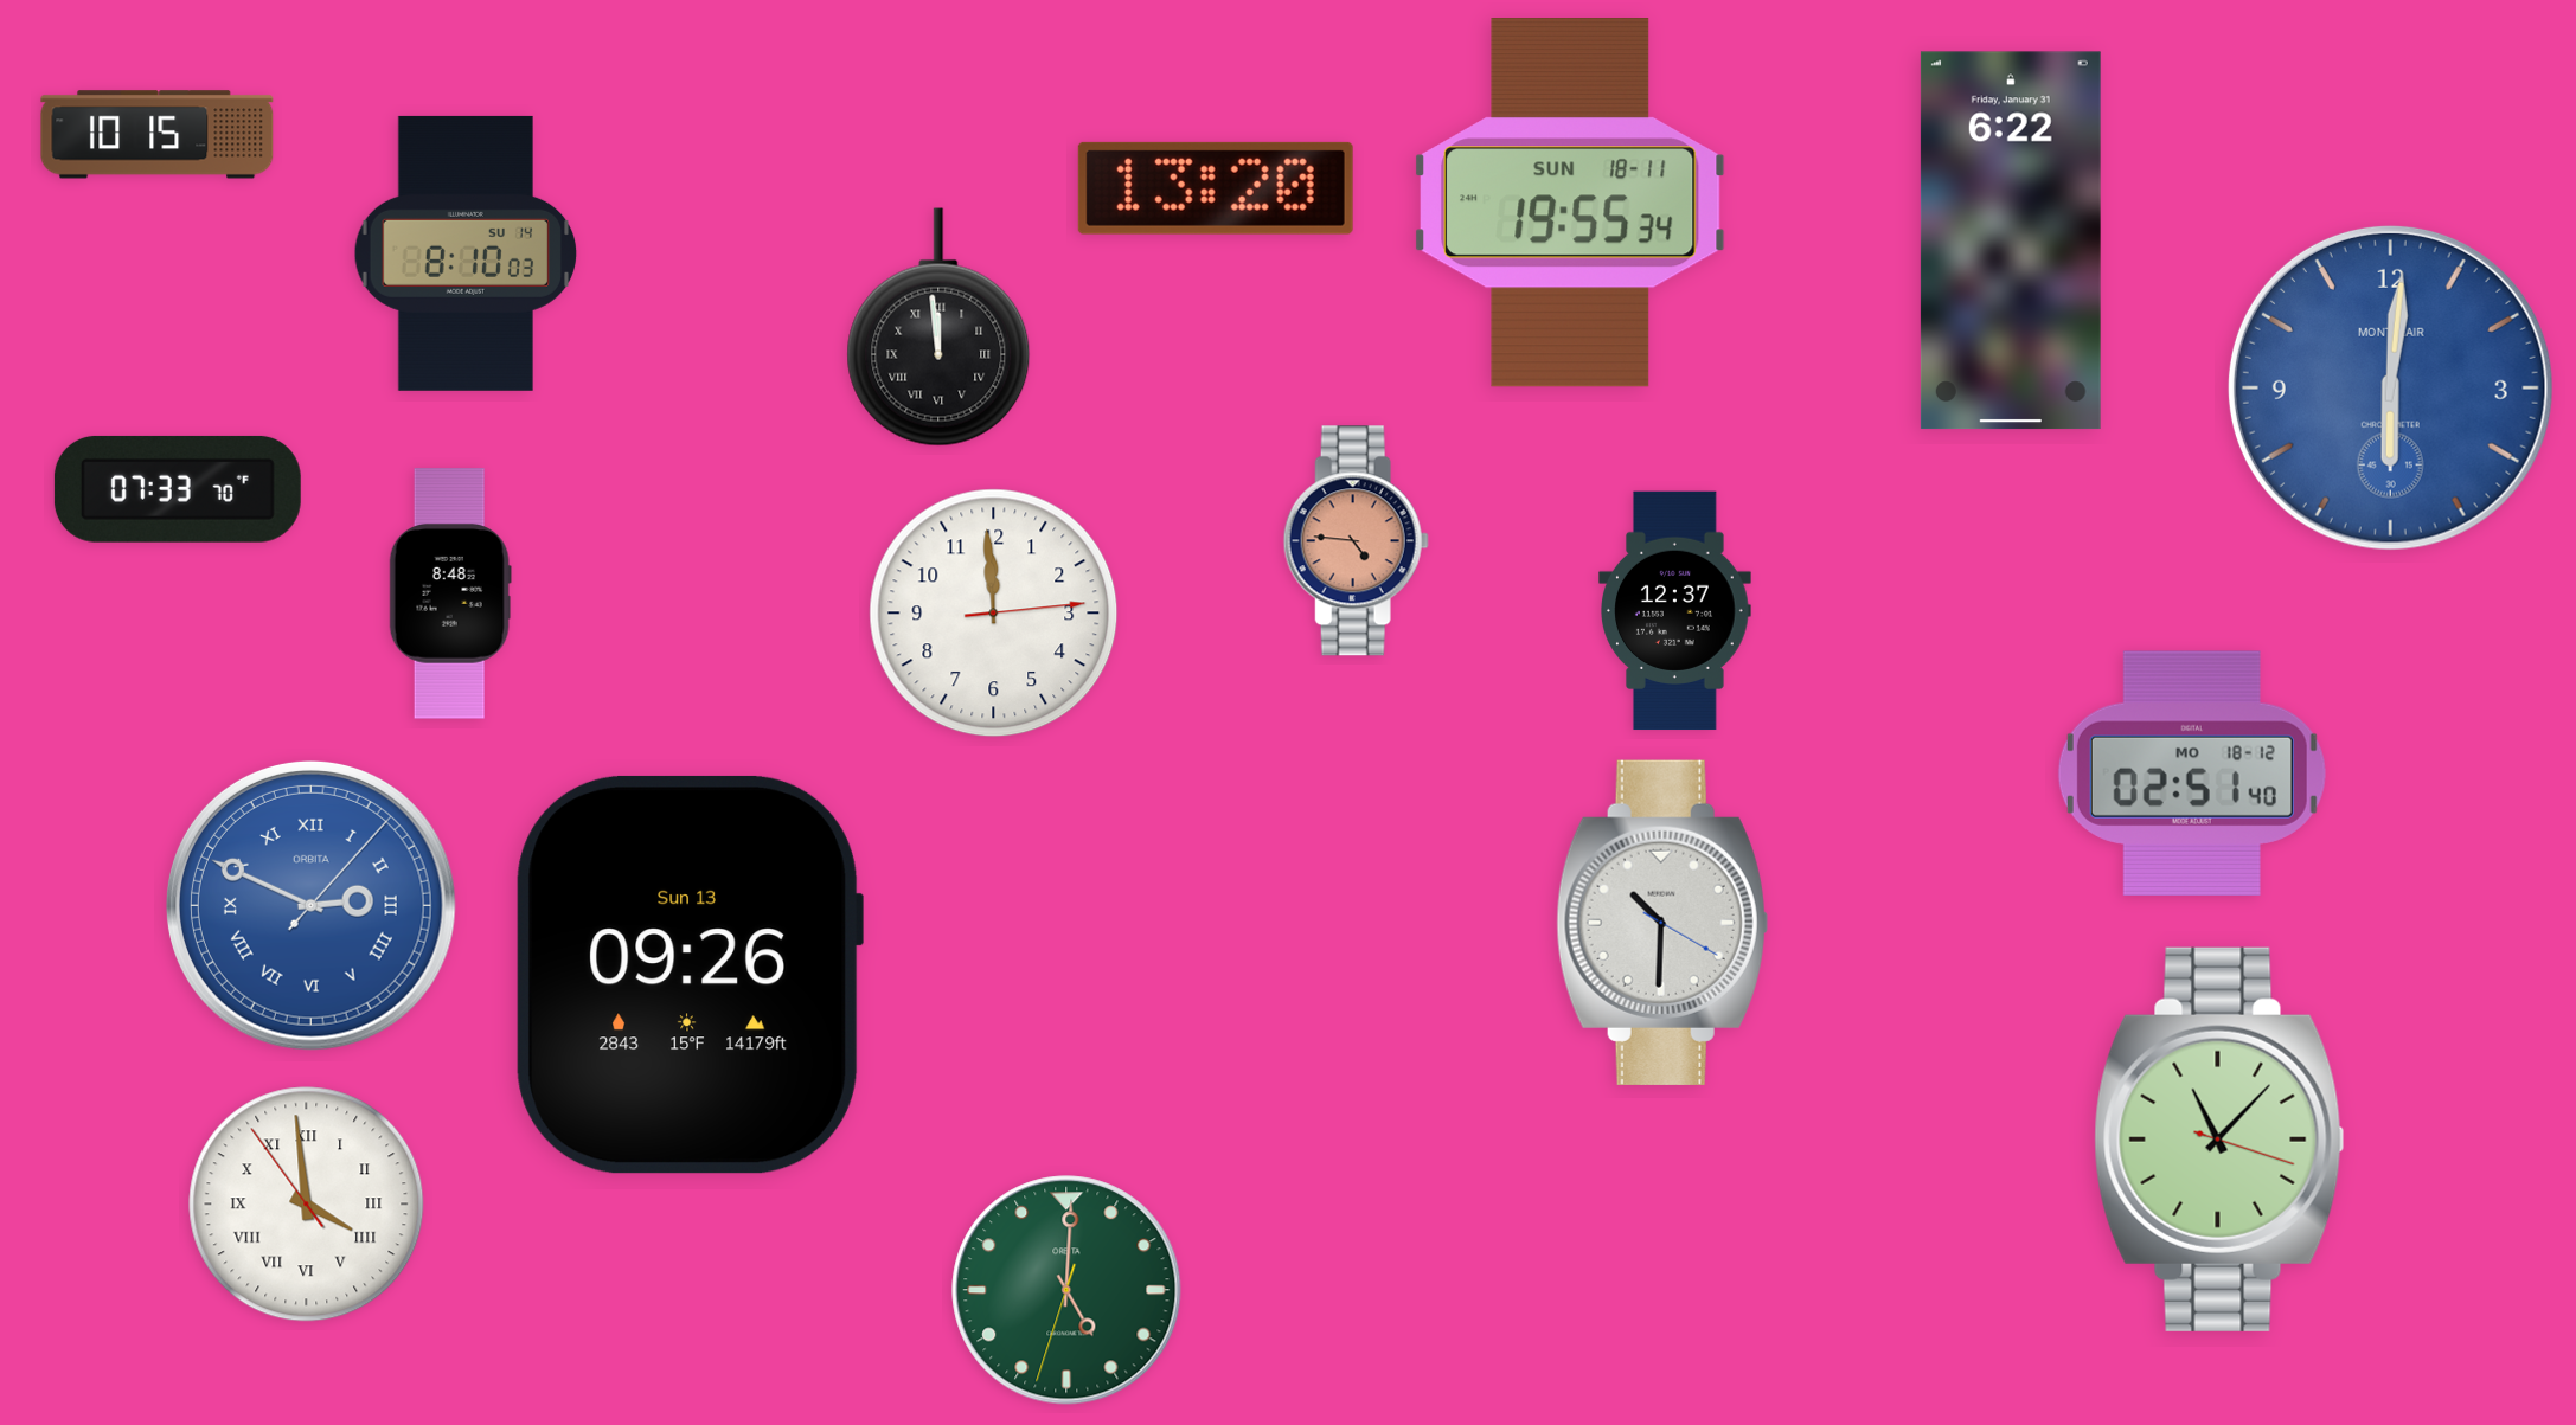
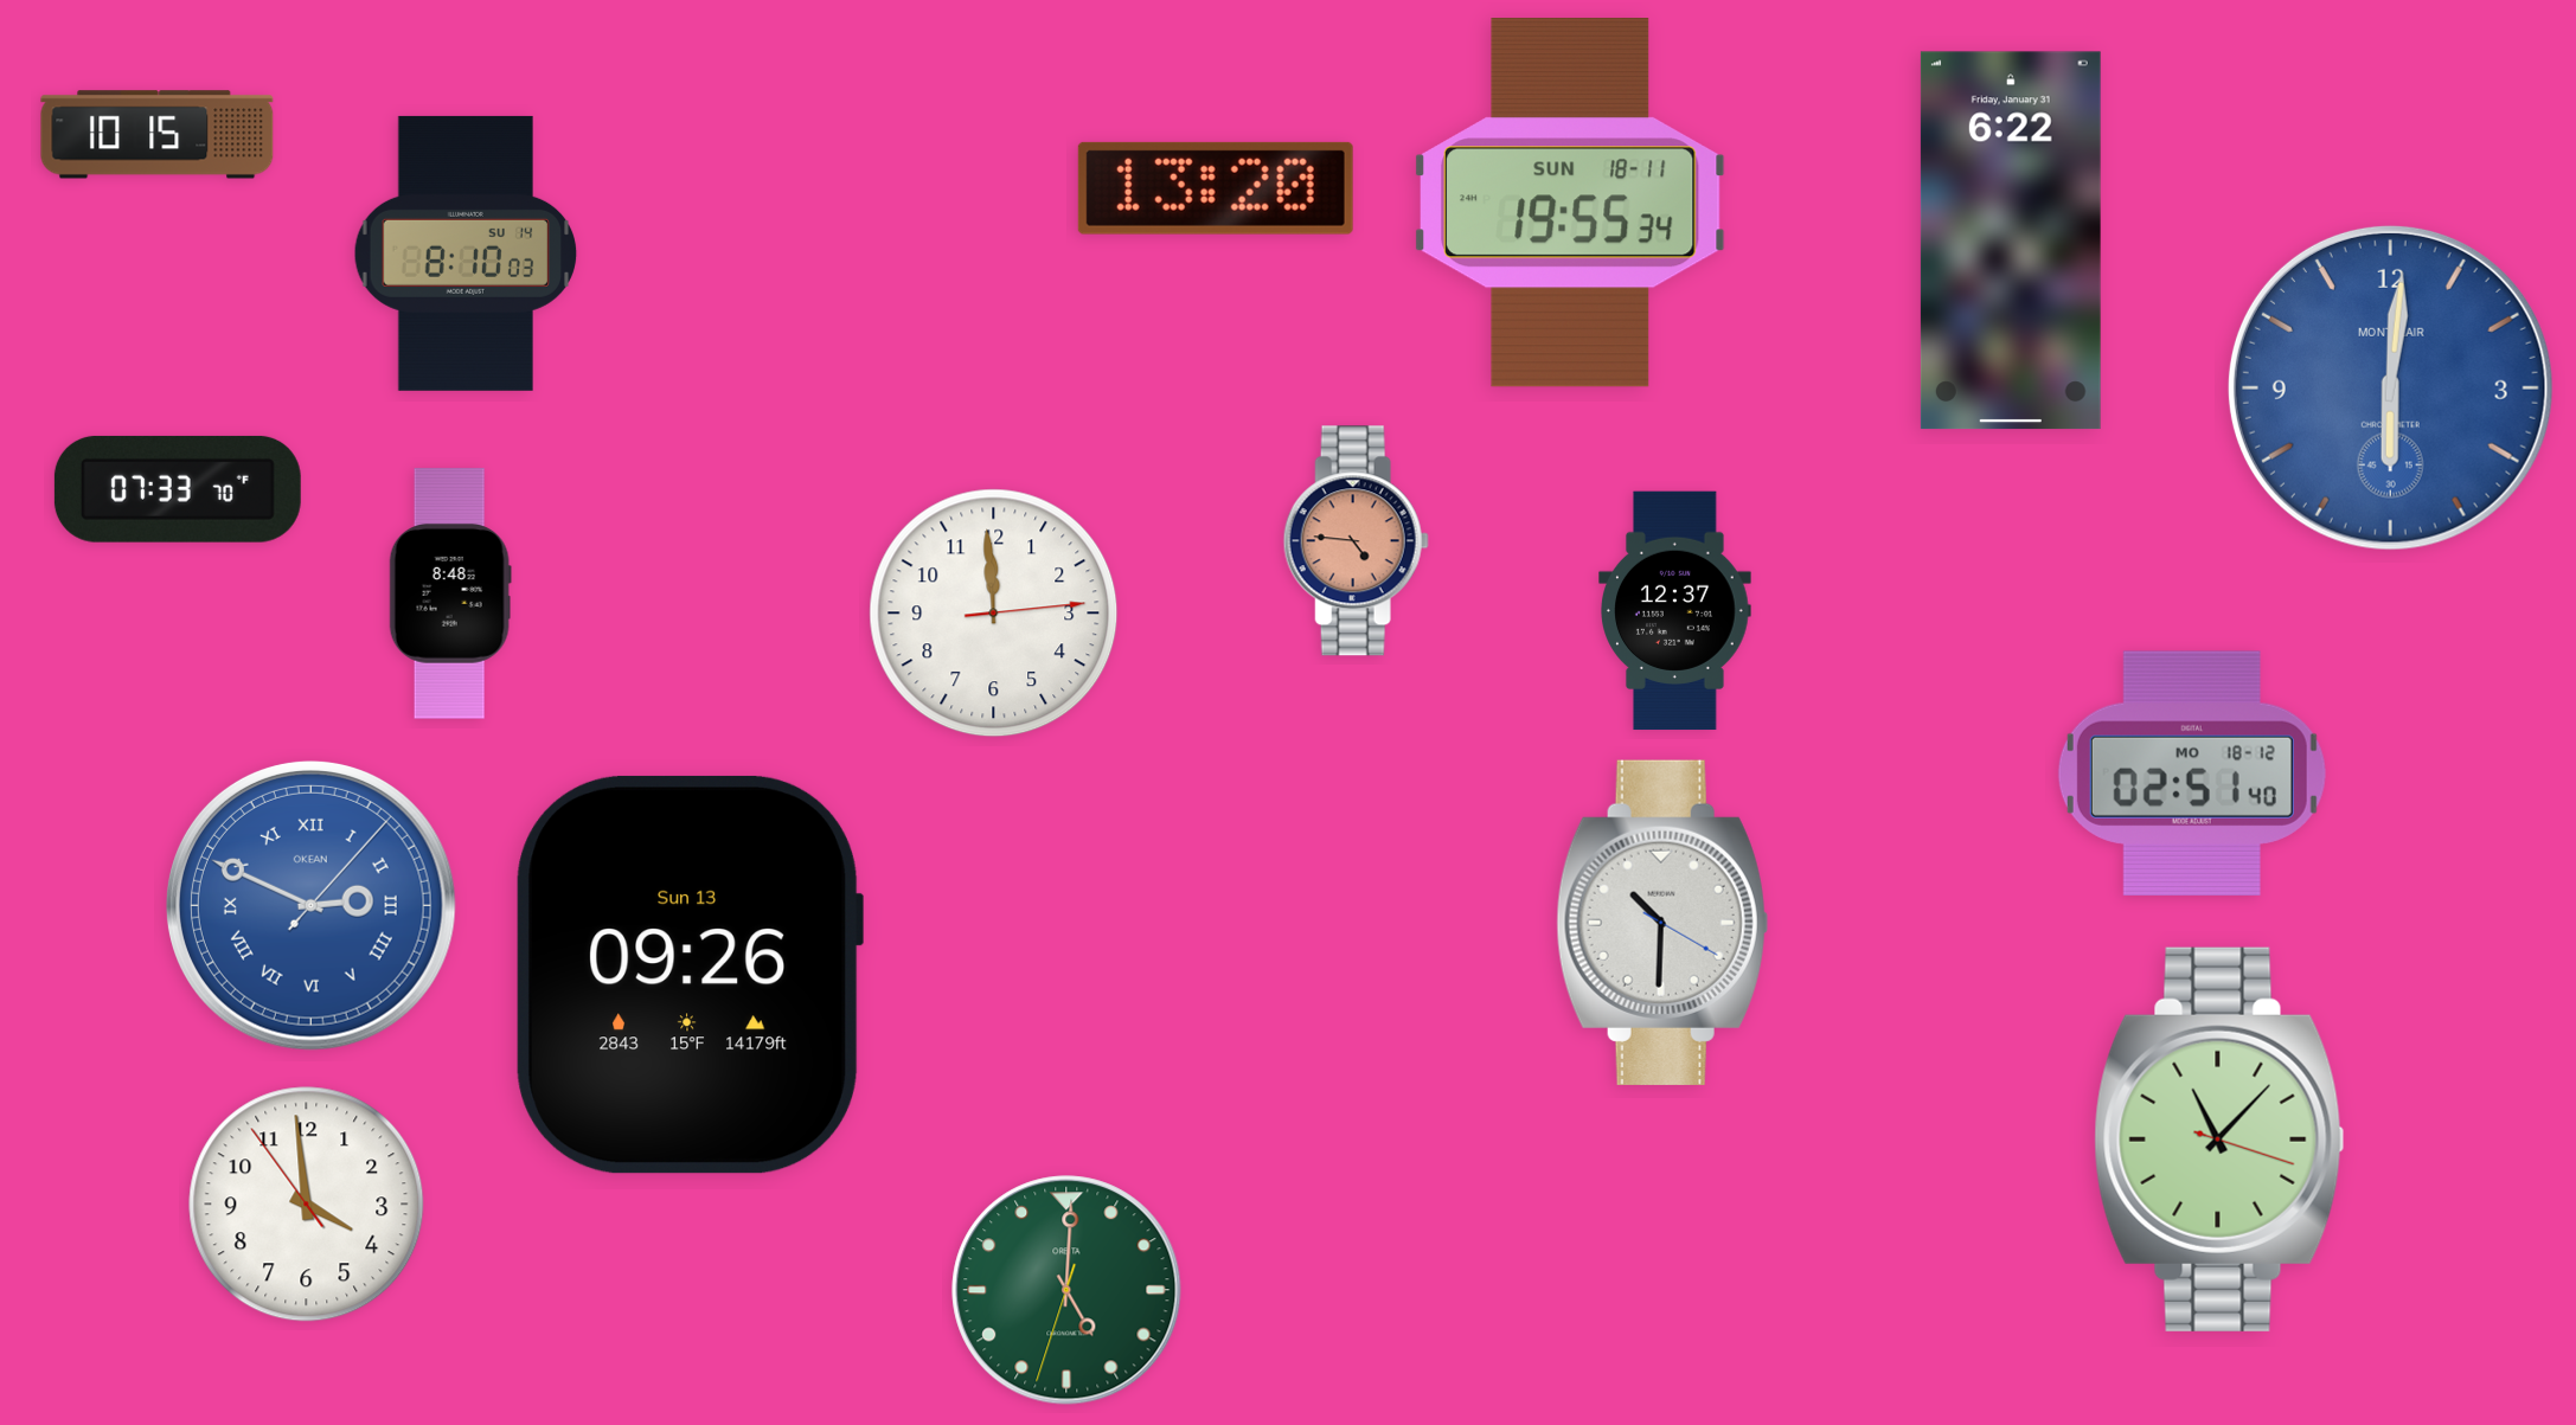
clock at (938, 327): 11:59 -> none
clock at (310, 905) brand: ORBITA -> OKEAN
clock at (307, 1205) numerals: Roman -> Arabic
